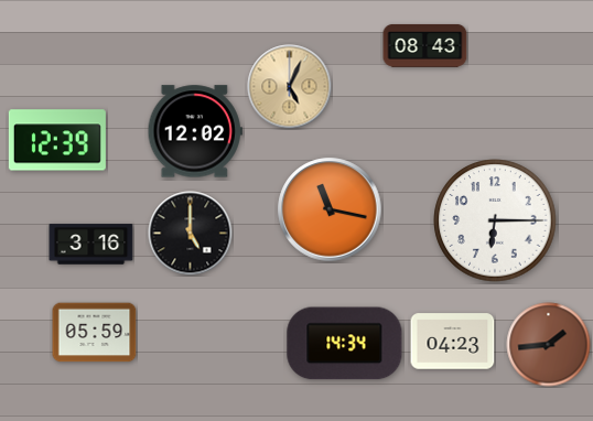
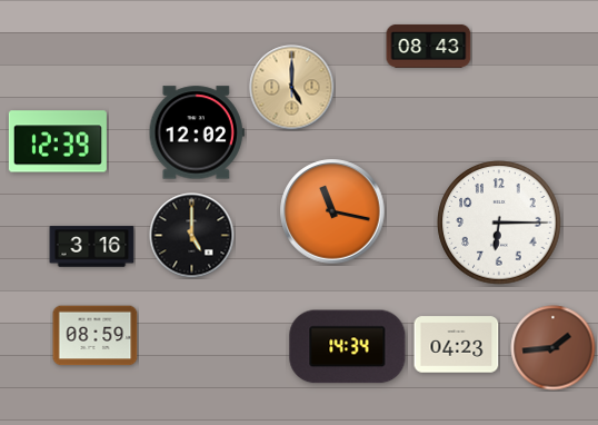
clock at (290, 87): 5:04 -> 5:00
clock at (95, 333): 05:59 -> 08:59
